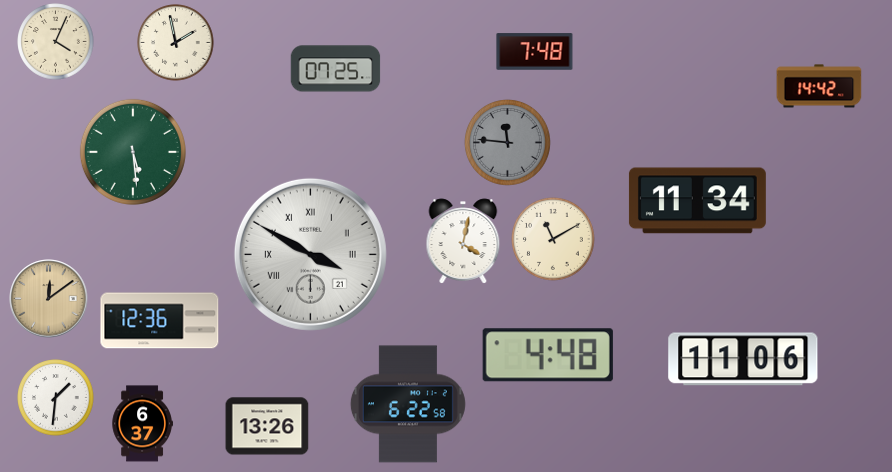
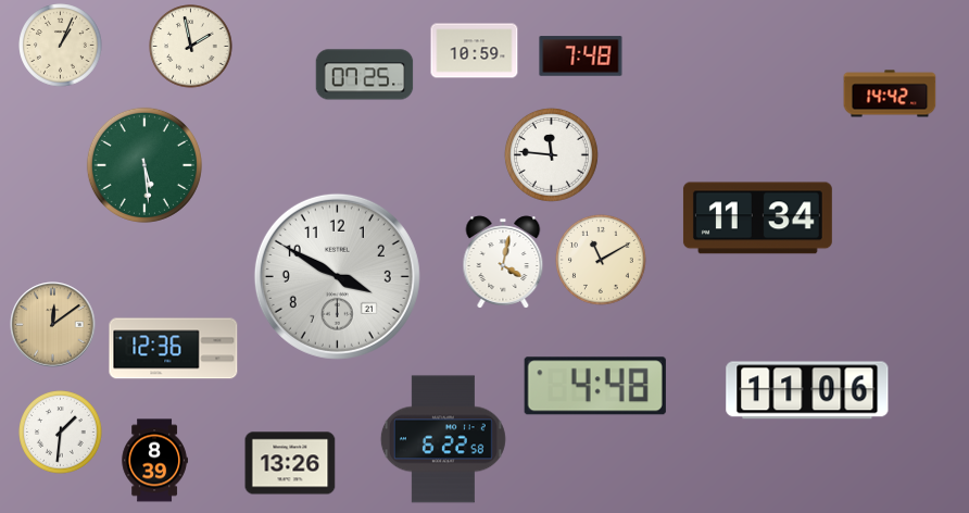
clock at (56, 42): 4:04 -> 1:04
clock at (475, 51): none -> 10:59
clock at (507, 142) dial: grey -> white
clock at (310, 254) numerals: Roman -> Arabic
clock at (142, 424): 6:37 -> 8:39
